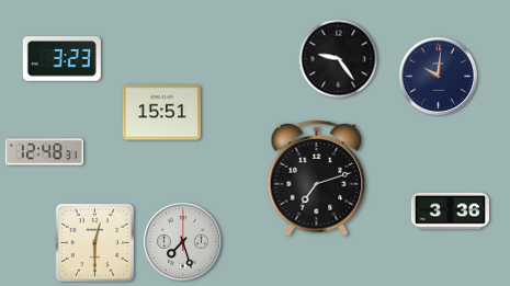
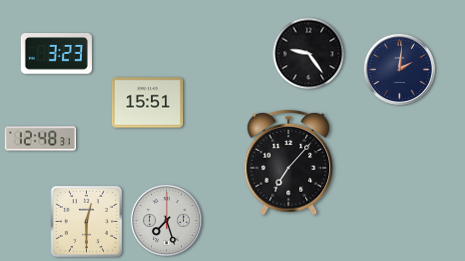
clock at (438, 76): 10:01 -> 2:01
clock at (317, 179): 7:12 -> 7:07
clock at (450, 211): 3:36 -> none
